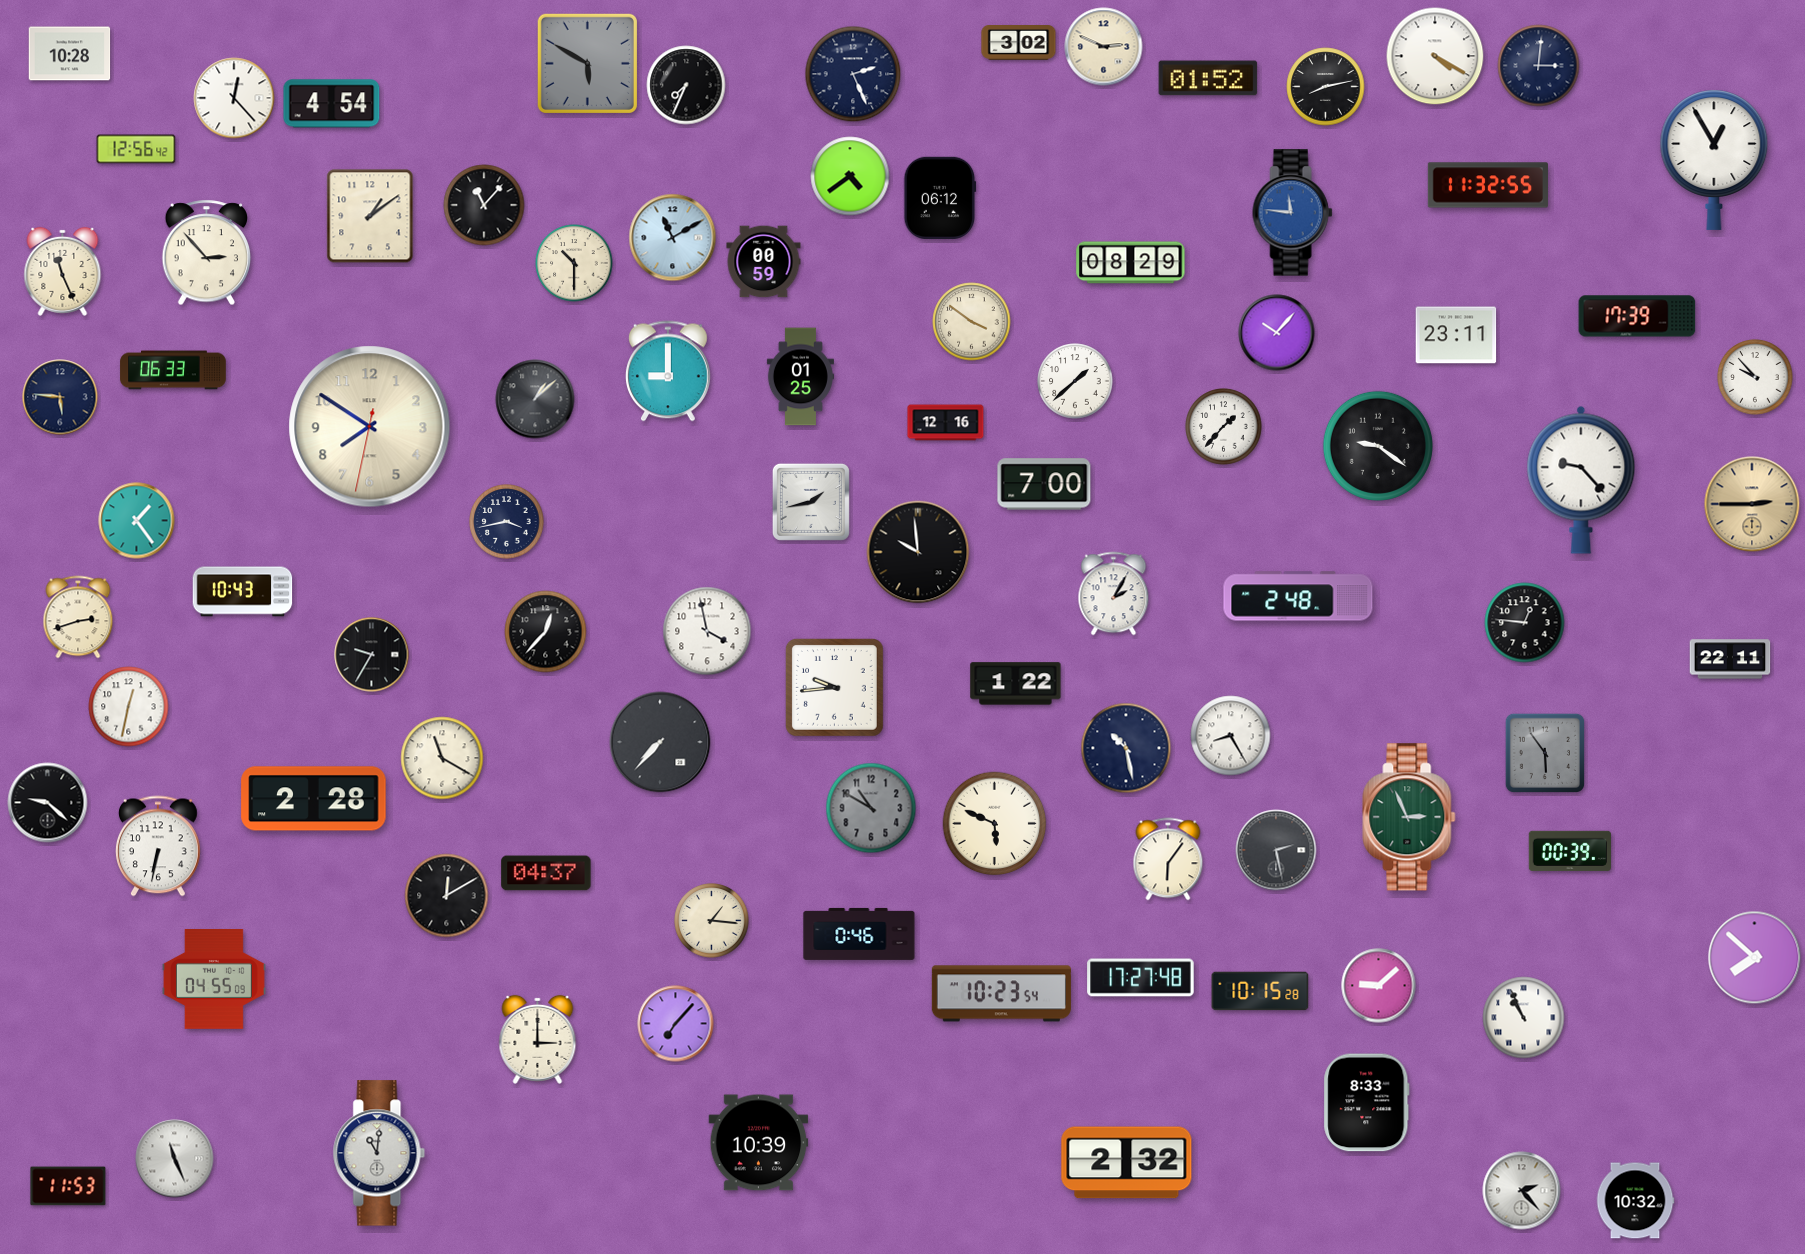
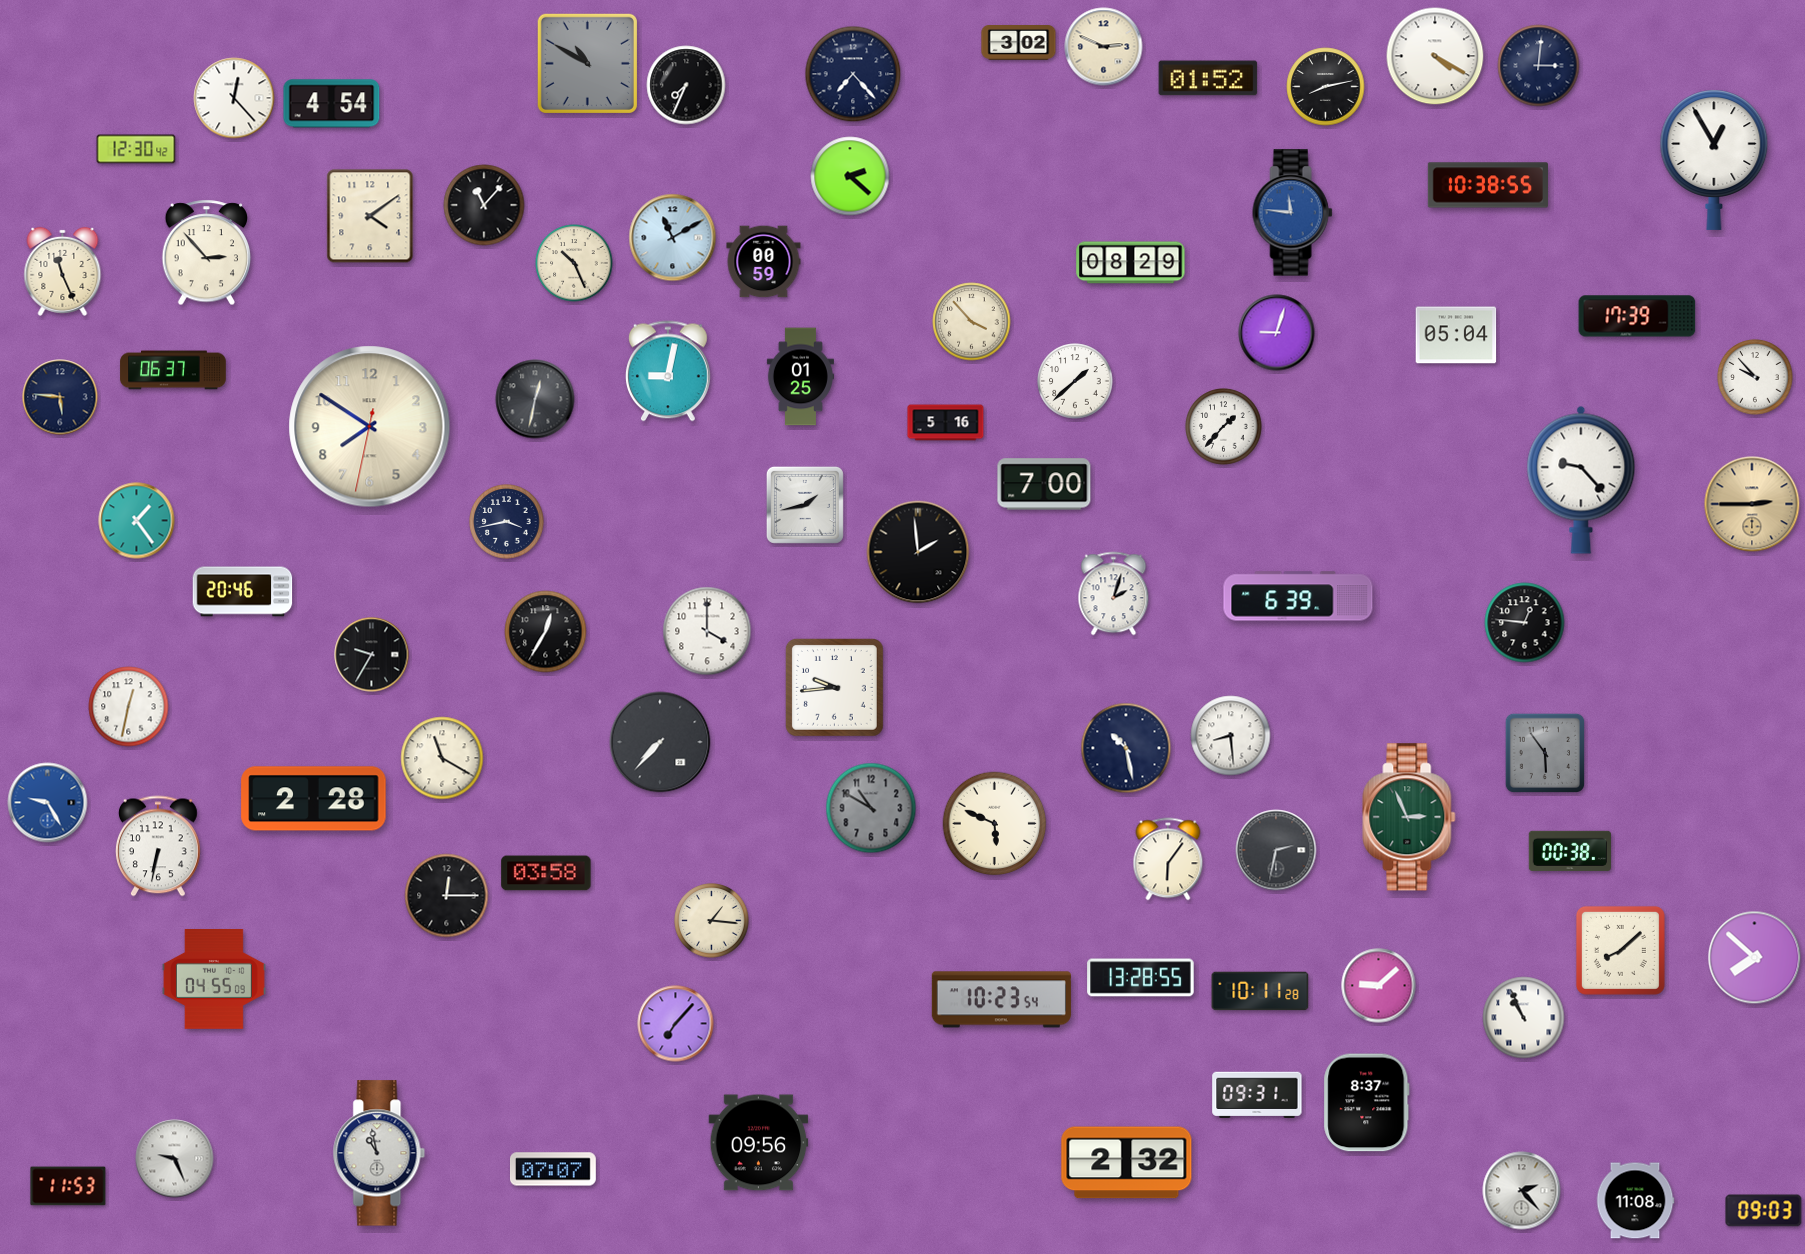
clock at (70, 54): 10:28 -> none
clock at (587, 63): 5:50 -> 10:50
clock at (853, 74): 2:26 -> 7:23
clock at (136, 149): 12:56 -> 12:30
clock at (850, 176): 4:39 -> 2:22
clock at (1488, 185): 11:32 -> 10:38
clock at (940, 197): 06:12 -> none
clock at (370, 216): 1:09 -> 4:09
clock at (574, 263): 10:30 -> 10:26
clock at (972, 322): 3:51 -> 3:53
clock at (1277, 333): 10:07 -> 9:03
clock at (1456, 335): 23:11 -> 05:04
clock at (173, 370): 06:33 -> 06:37
clock at (668, 371): 9:00 -> 9:02
clock at (535, 399): 1:08 -> 12:32
clock at (946, 423): 12:16 -> 5:16
clock at (1378, 446): 9:21 -> none
clock at (811, 502) position: (811, 502) -> (805, 505)
clock at (918, 552): 9:59 -> 1:59
clock at (243, 592): 10:43 -> 20:46
clock at (1114, 594): 2:05 -> 2:03
clock at (1298, 596): 2:48 -> 6:39
clock at (78, 617): 2:42 -> none
clock at (707, 631): 3:58 -> 4:00
clock at (546, 632): 12:37 -> 12:35
clock at (1730, 659): 22:11 -> none
clock at (1016, 684): 1:22 -> none
clock at (1231, 736): 8:25 -> 8:29
clock at (48, 803): 9:22 -> 9:25
clock at (48, 803) dial: black -> blue
clock at (1276, 850): 2:28 -> 2:32
clock at (1569, 851): 00:39 -> 00:38
clock at (546, 873): 04:37 -> 03:58
clock at (447, 896): 12:10 -> 12:15
clock at (859, 934): 0:46 -> none
clock at (1620, 950): none -> 8:08
clock at (1141, 978): 17:27 -> 13:28
clock at (1260, 991): 10:15 -> 10:11
clock at (1001, 994) position: (1001, 994) -> (1001, 1000)
clock at (538, 1039): 3:00 -> none
clock at (1257, 1094): none -> 09:31
clock at (1367, 1103): 8:33 -> 8:37
clock at (759, 1143): 10:39 -> 09:56
clock at (379, 1153): 11:01 -> 10:58
clock at (175, 1159): 11:26 -> 9:26
clock at (554, 1169): none -> 07:07
clock at (1635, 1201): 10:32 -> 11:08
clock at (1764, 1211): none -> 09:03
